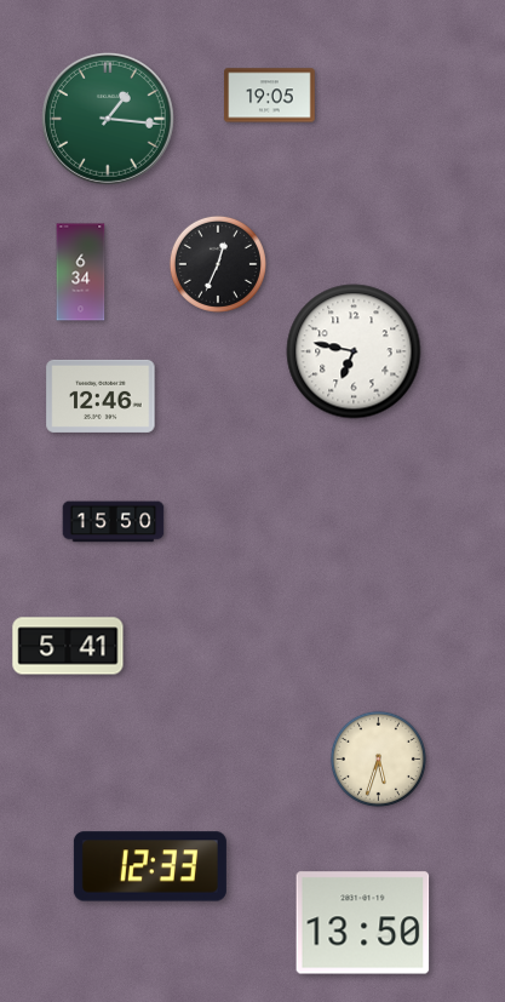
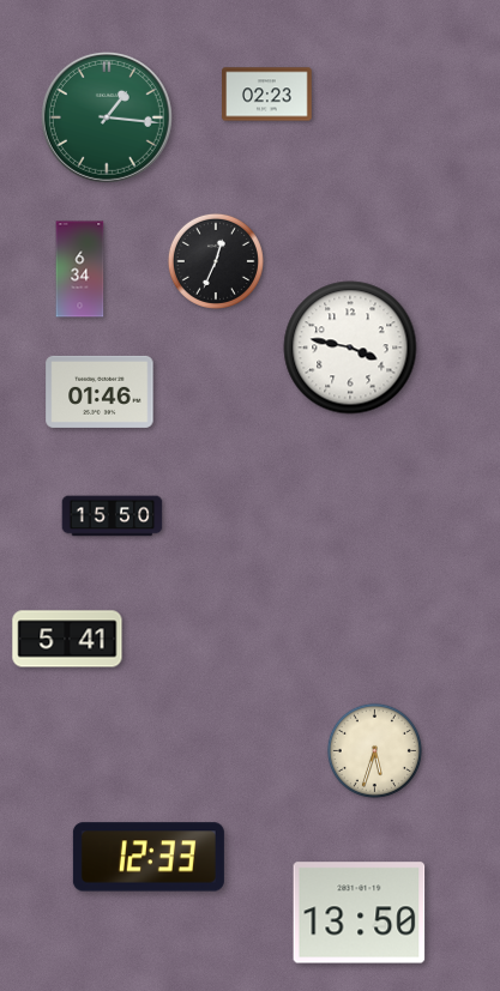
clock at (270, 96): 19:05 -> 02:23
clock at (354, 351): 6:47 -> 3:47
clock at (101, 396): 12:46 -> 01:46
